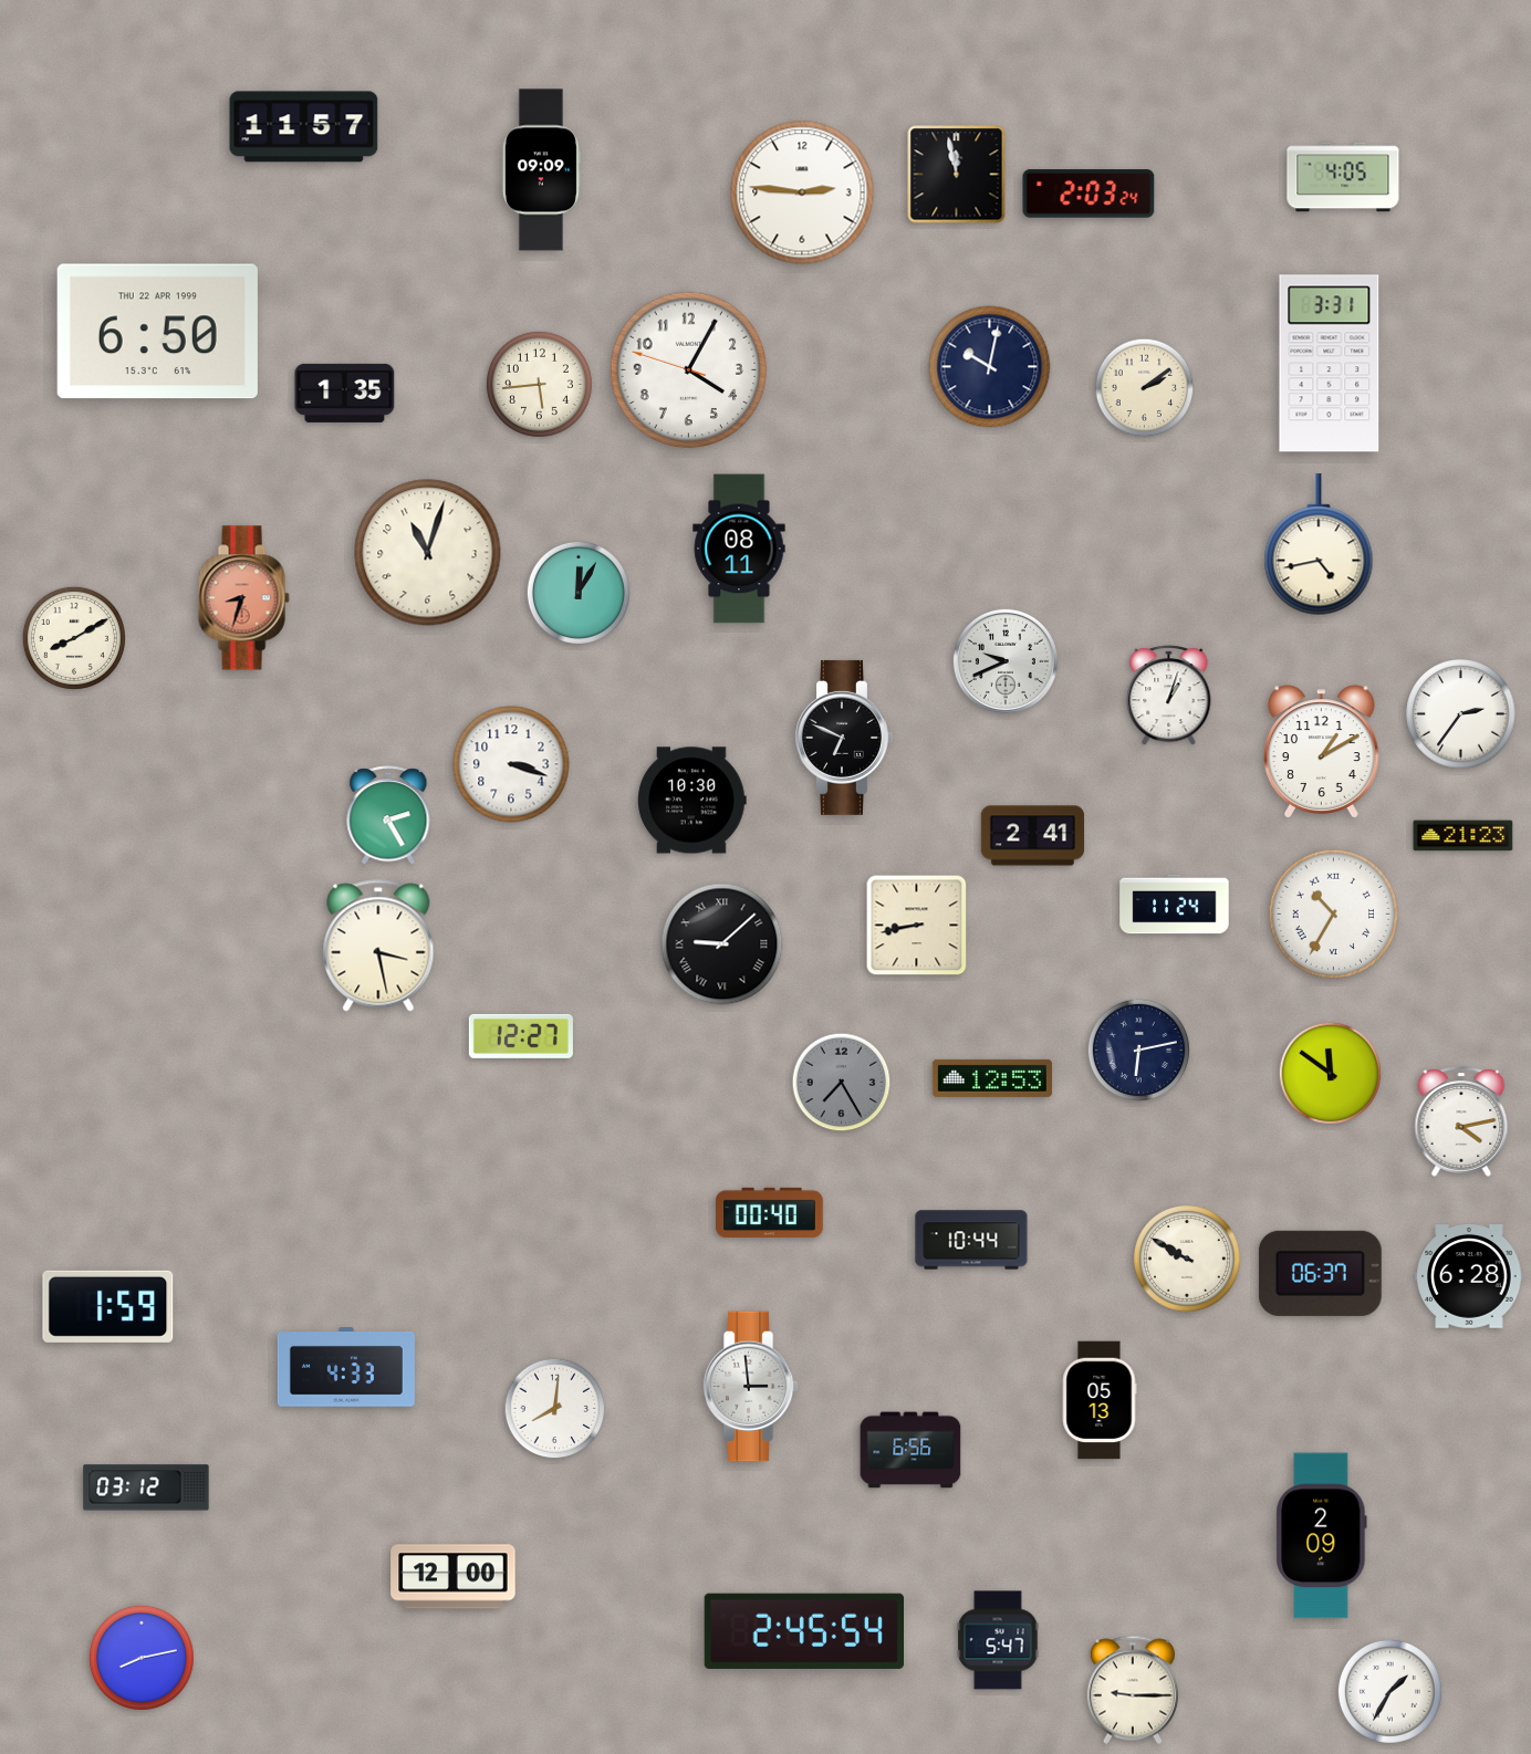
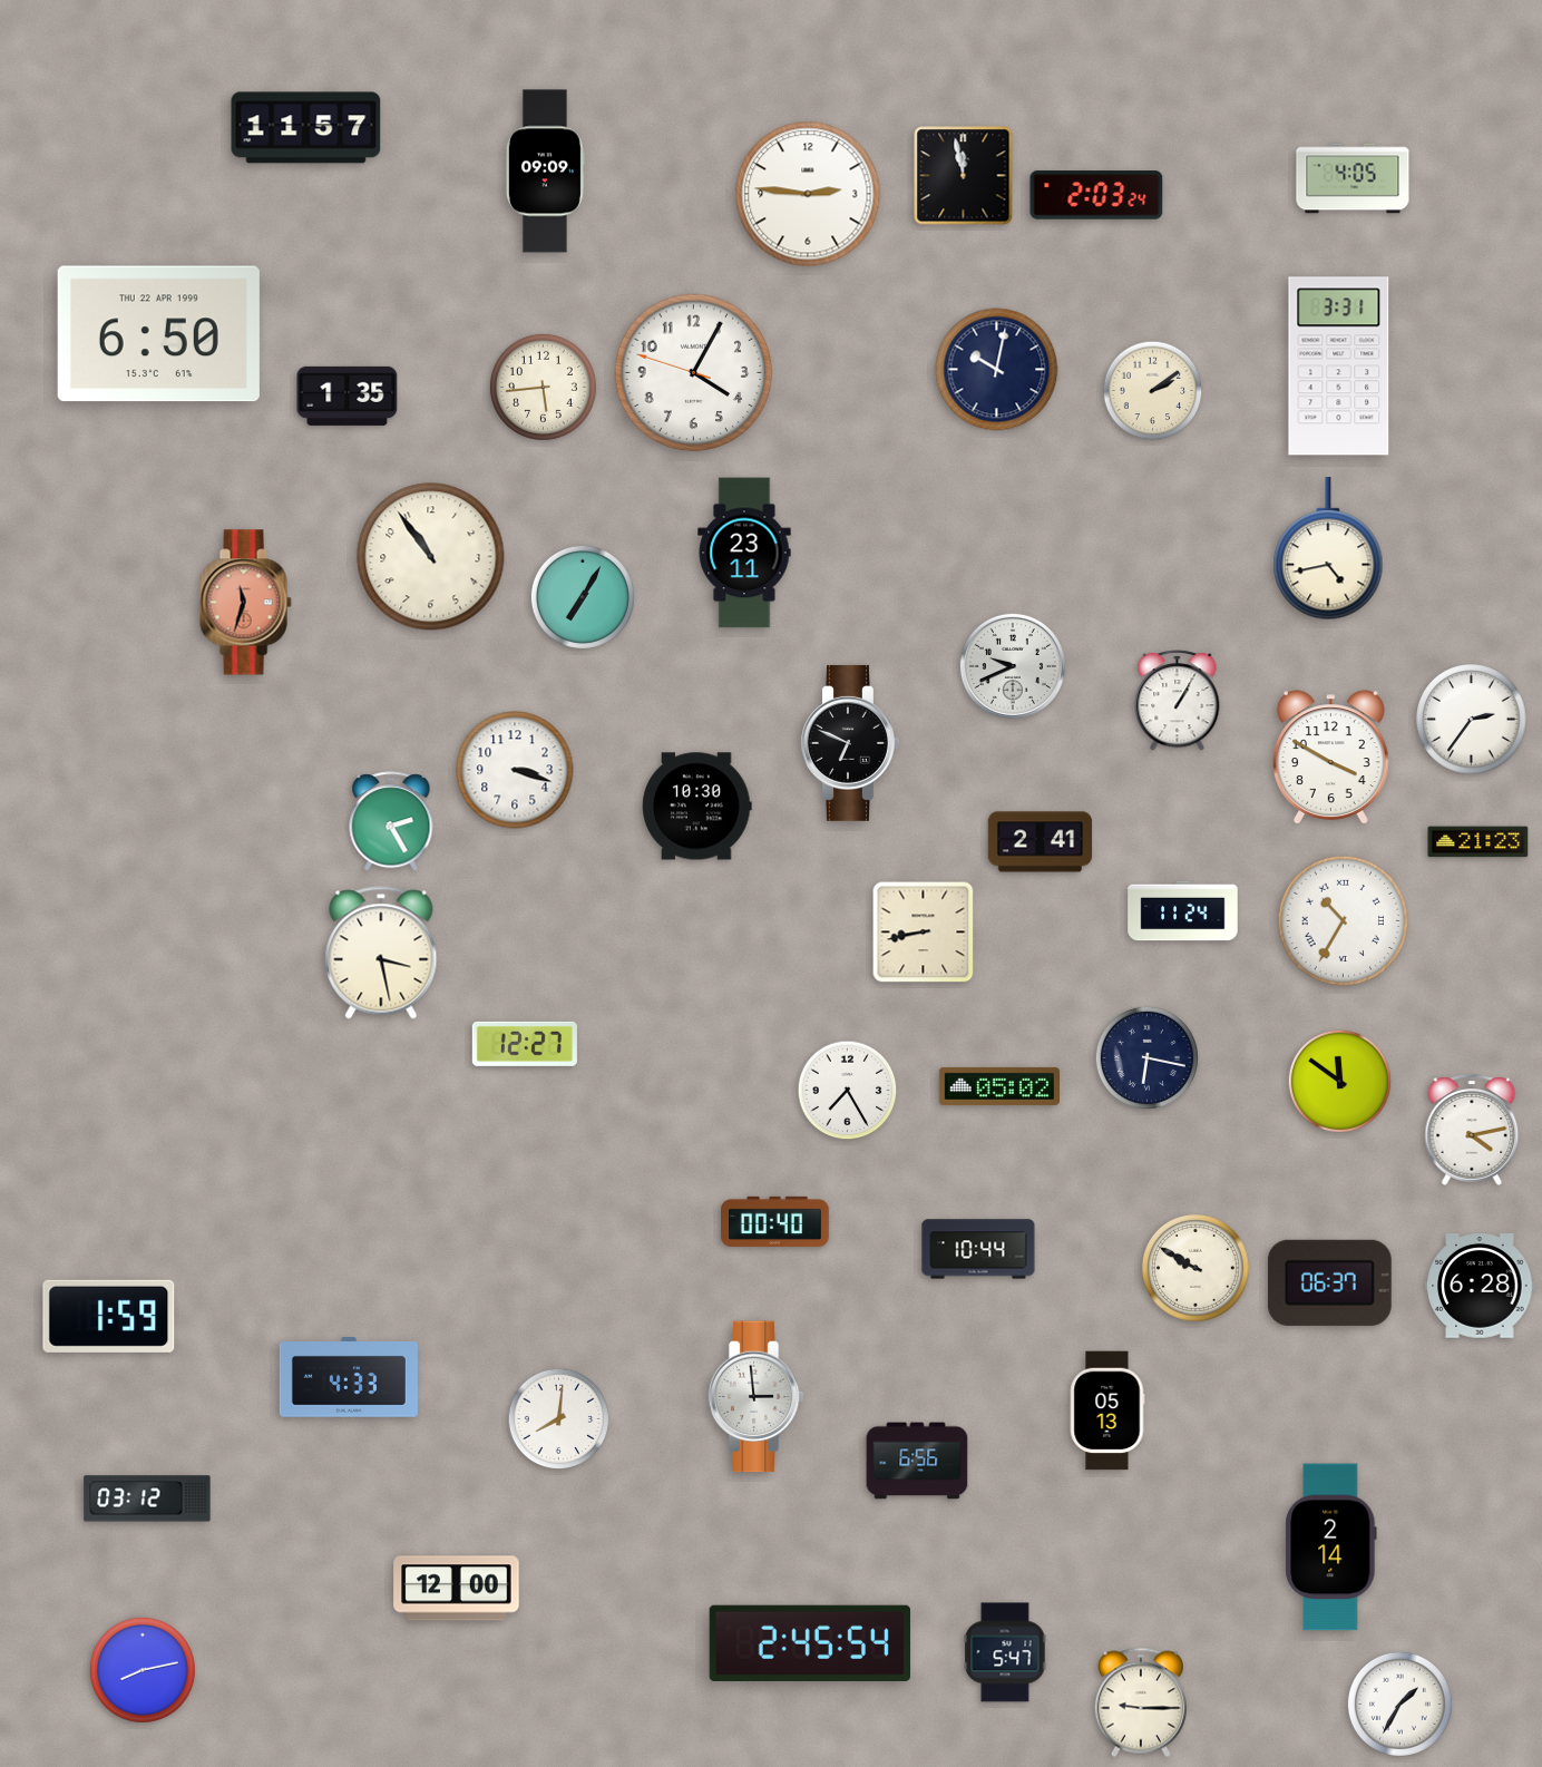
clock at (739, 549): 08:11 -> 23:11
clock at (428, 553): 11:03 -> 10:54
clock at (579, 593): 12:05 -> 7:05
clock at (243, 598): 8:33 -> 11:33
clock at (74, 638): 8:10 -> none
clock at (1169, 696): 1:03 -> 1:05
clock at (1321, 752): 1:10 -> 3:50
clock at (1464, 836) position: (1464, 836) -> (1478, 842)
clock at (722, 944): 9:08 -> none
clock at (1138, 1050): 6:13 -> 6:17
clock at (991, 1078): 12:53 -> 05:02
clock at (842, 1083) dial: grey -> white
clock at (1322, 1536): 2:09 -> 2:14
